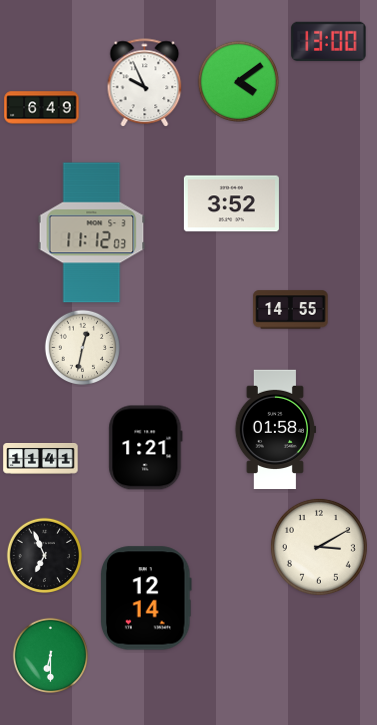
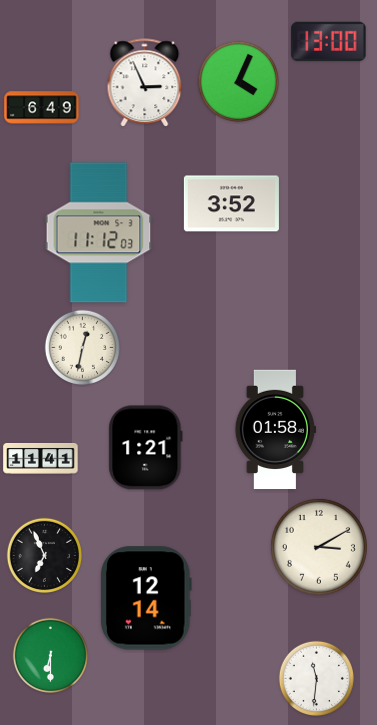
clock at (238, 81): 4:09 -> 4:04
clock at (145, 83): 9:56 -> 2:56
clock at (92, 233) position: (92, 233) -> (99, 233)
clock at (291, 310): 14:55 -> none
clock at (316, 678): none -> 11:31
